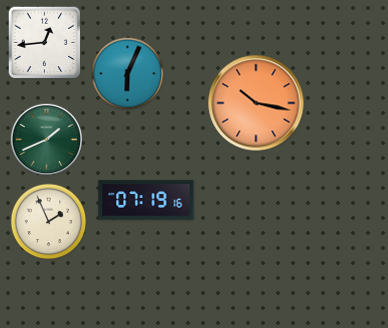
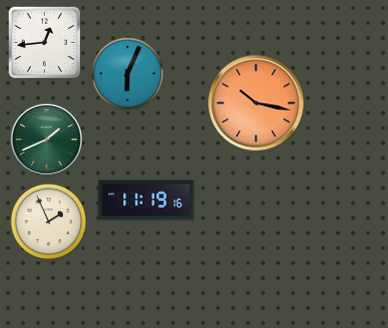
clock at (146, 200): 07:19 -> 11:19
